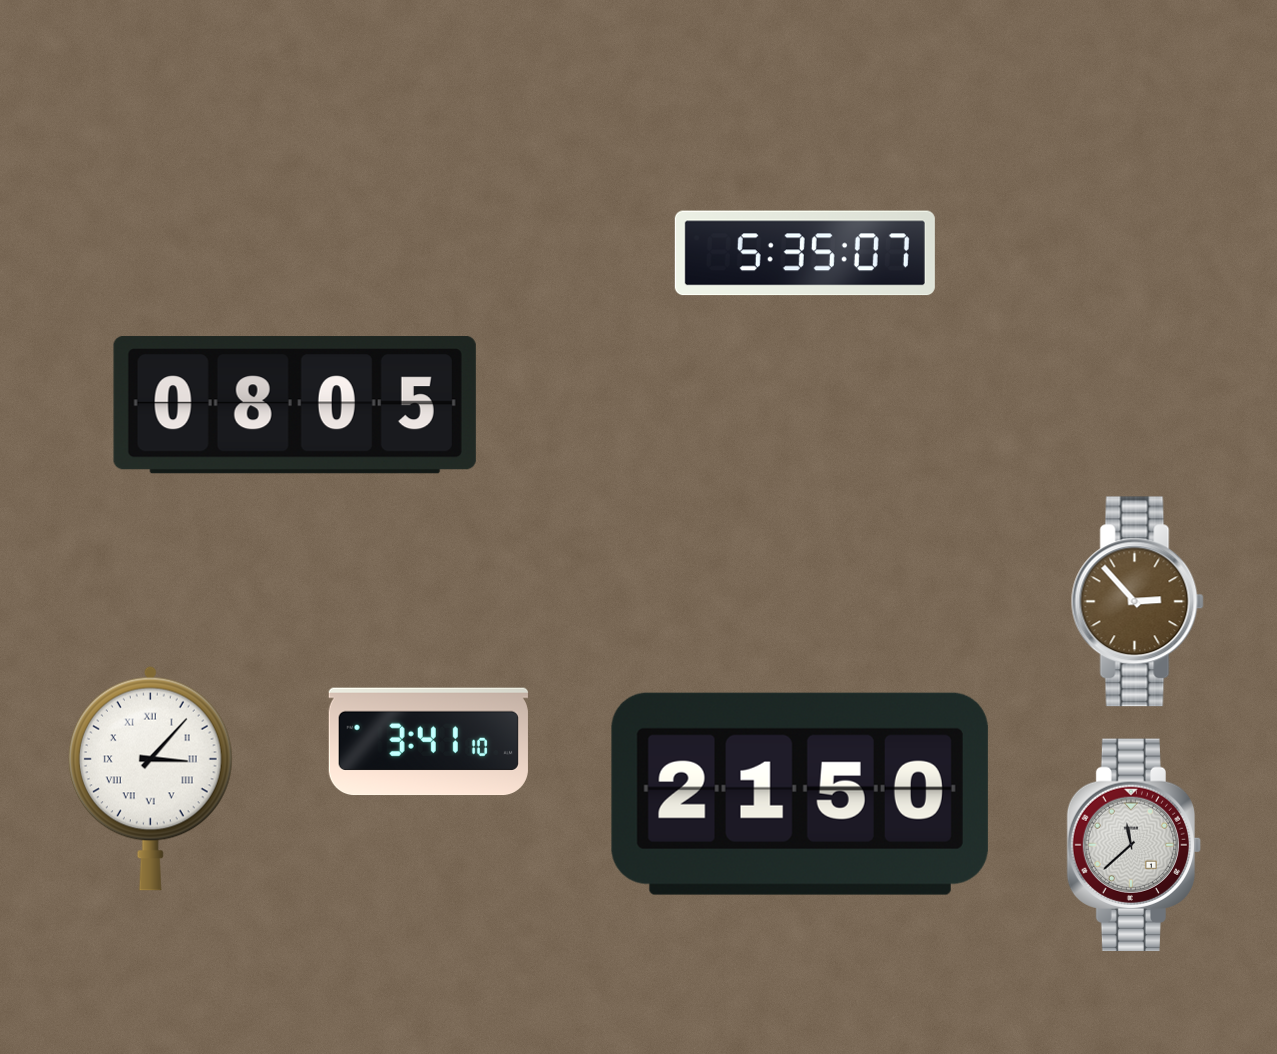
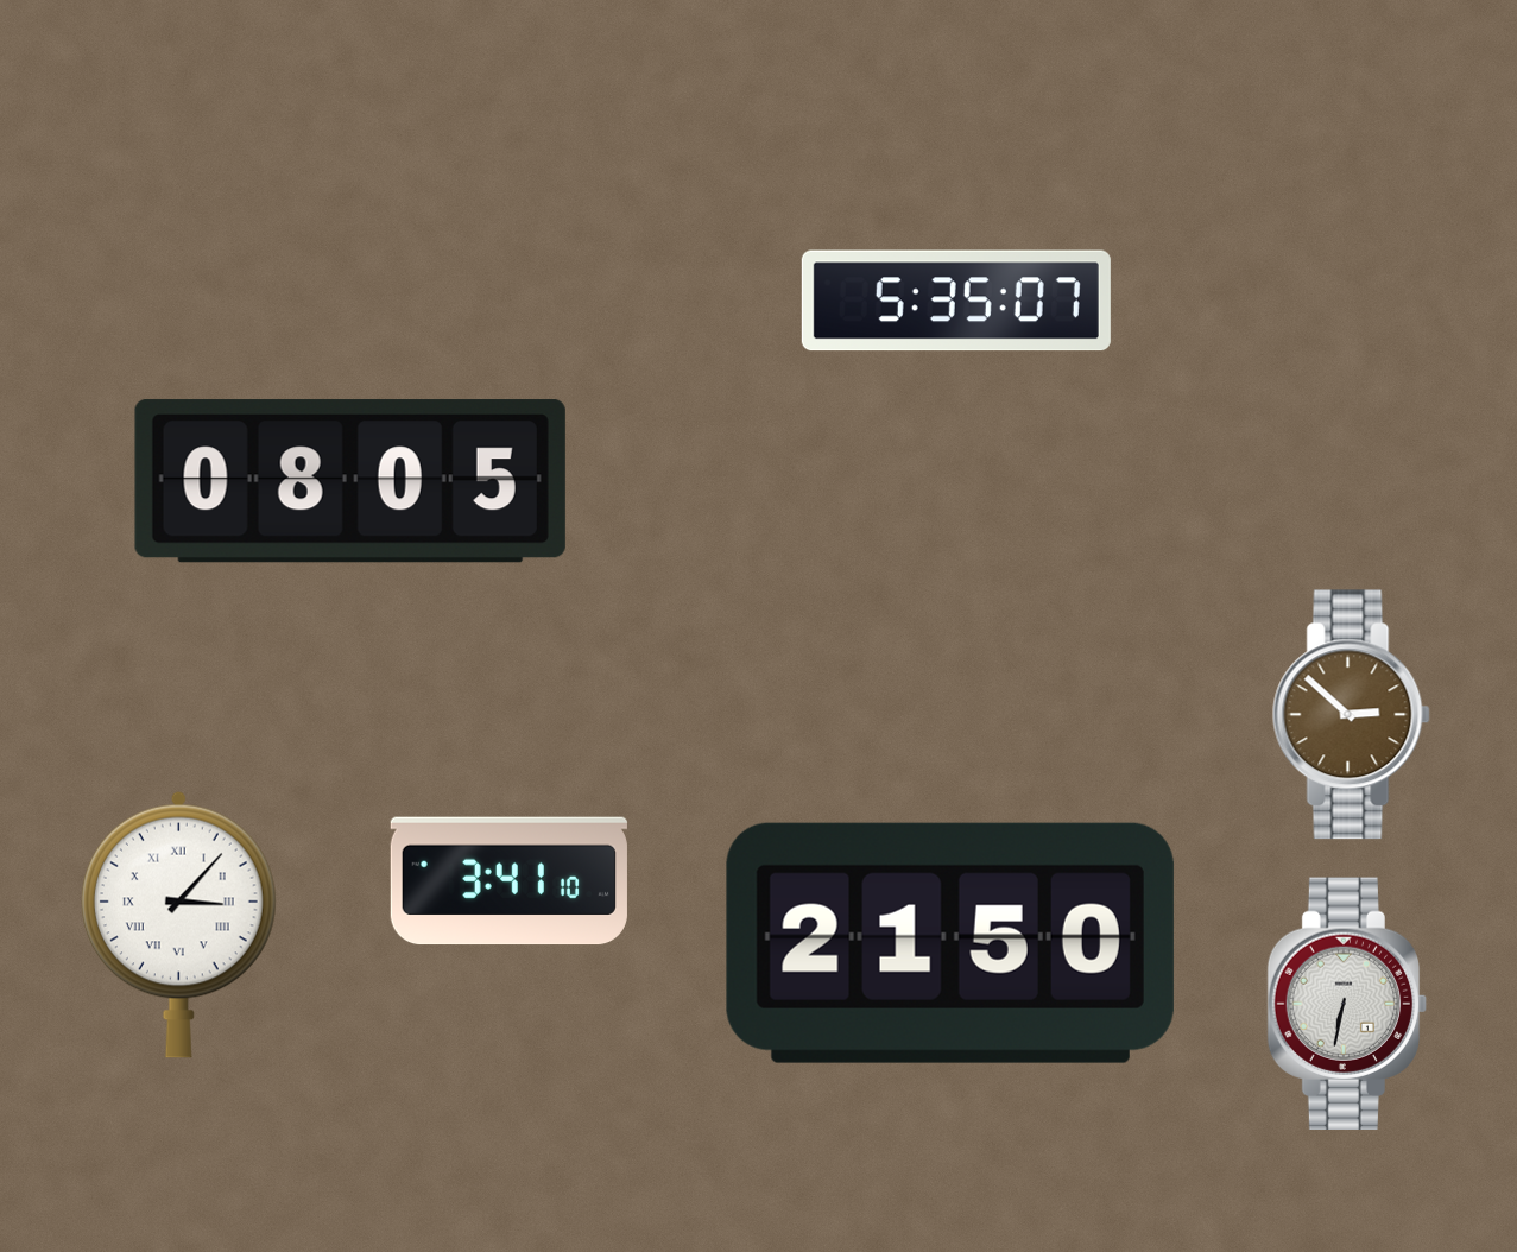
clock at (1137, 602): 2:53 -> 2:52
clock at (1134, 845): 11:38 -> 6:32
